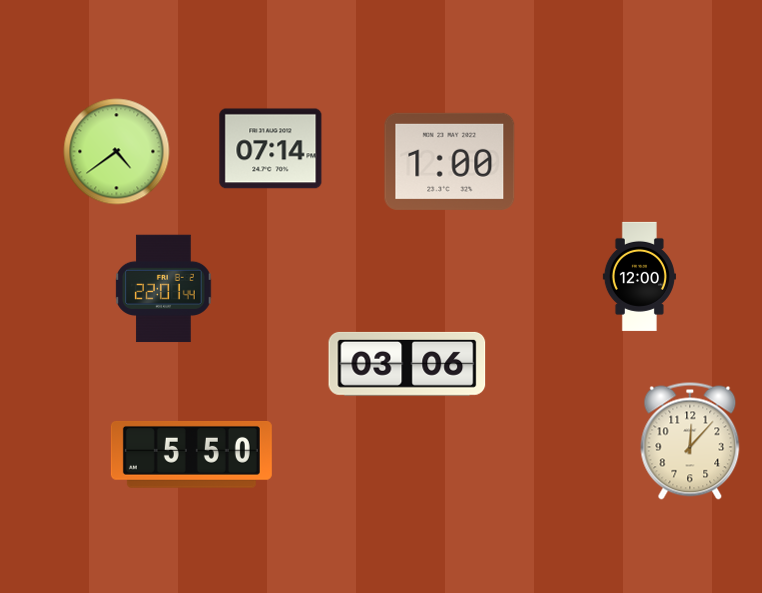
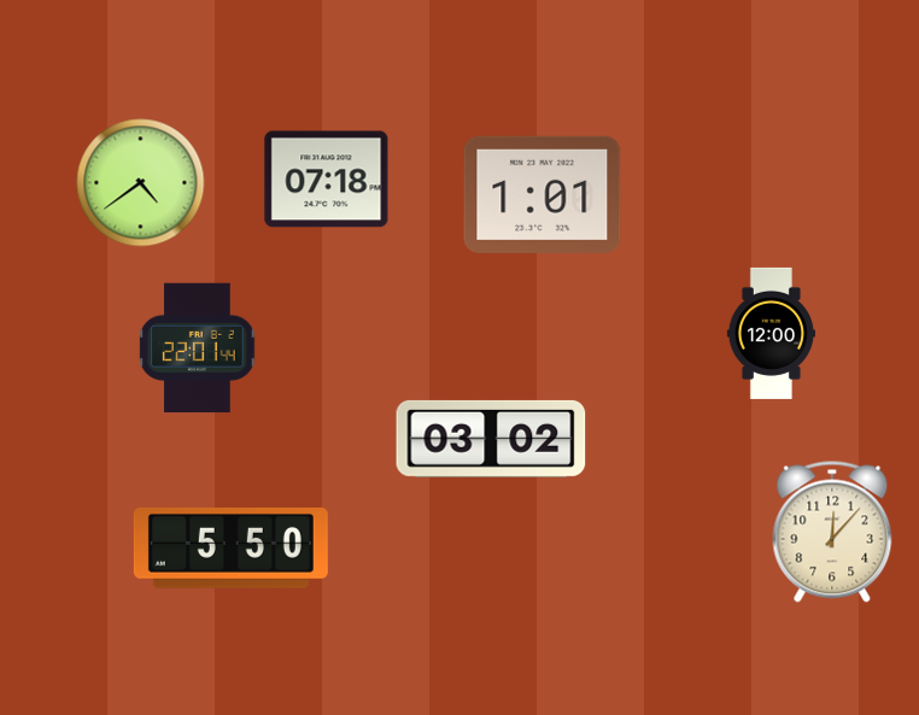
clock at (271, 149): 07:14 -> 07:18
clock at (450, 161): 1:00 -> 1:01
clock at (407, 364): 03:06 -> 03:02
